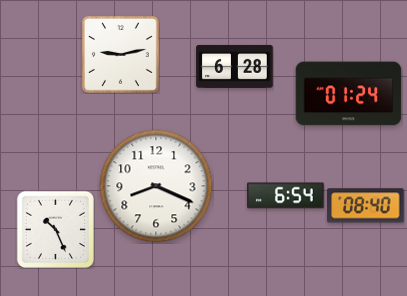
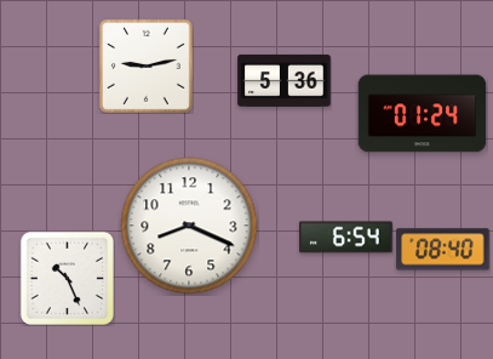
clock at (235, 66): 6:28 -> 5:36
